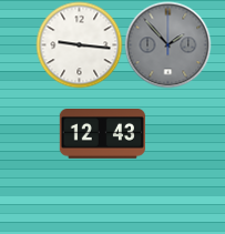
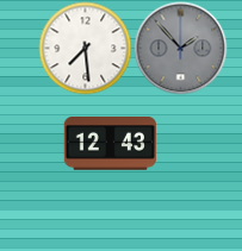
clock at (79, 44): 9:16 -> 7:29
